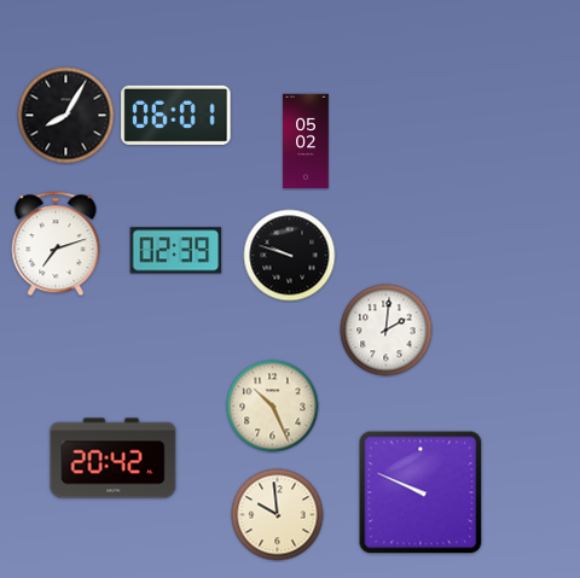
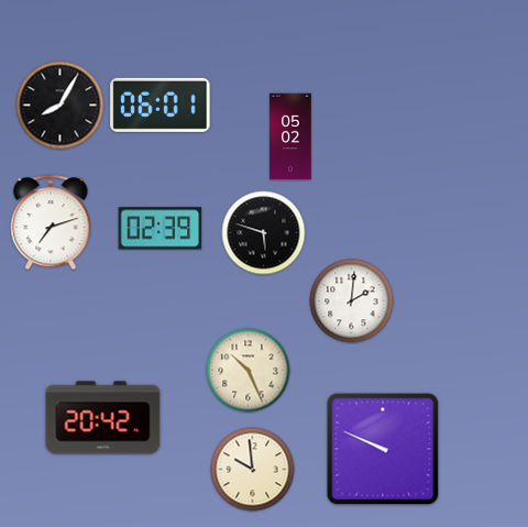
clock at (306, 141) position: (306, 141) -> (290, 136)
clock at (290, 256): 9:48 -> 5:48
